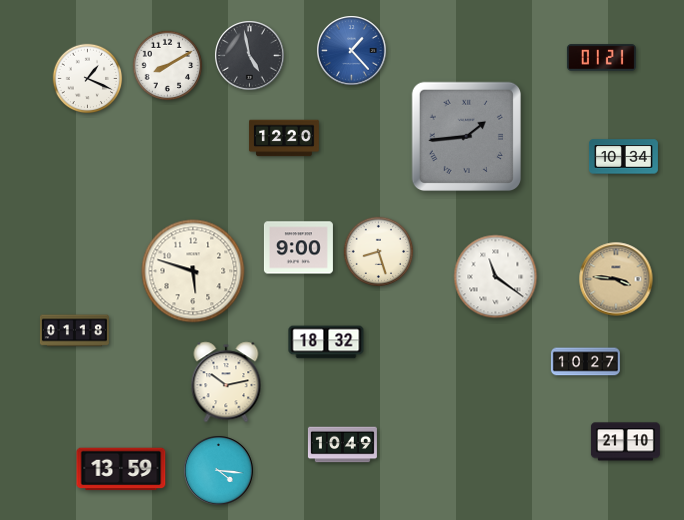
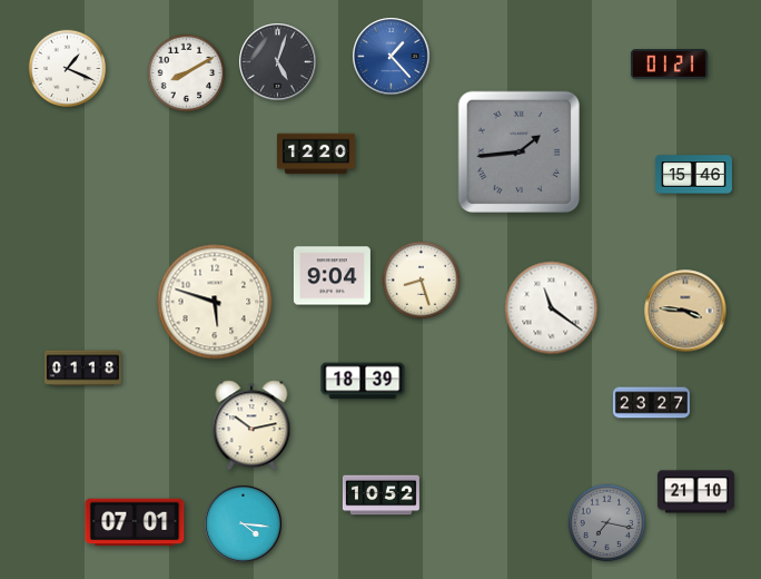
clock at (250, 56): 4:58 -> 5:03
clock at (88, 79) position: (88, 79) -> (68, 69)
clock at (623, 157): 10:34 -> 15:46
clock at (298, 248): 9:00 -> 9:04
clock at (326, 342): 18:32 -> 18:39
clock at (585, 362): 10:27 -> 23:27
clock at (342, 445): 10:49 -> 10:52
clock at (121, 469): 13:59 -> 07:01
clock at (607, 523): none -> 7:17
